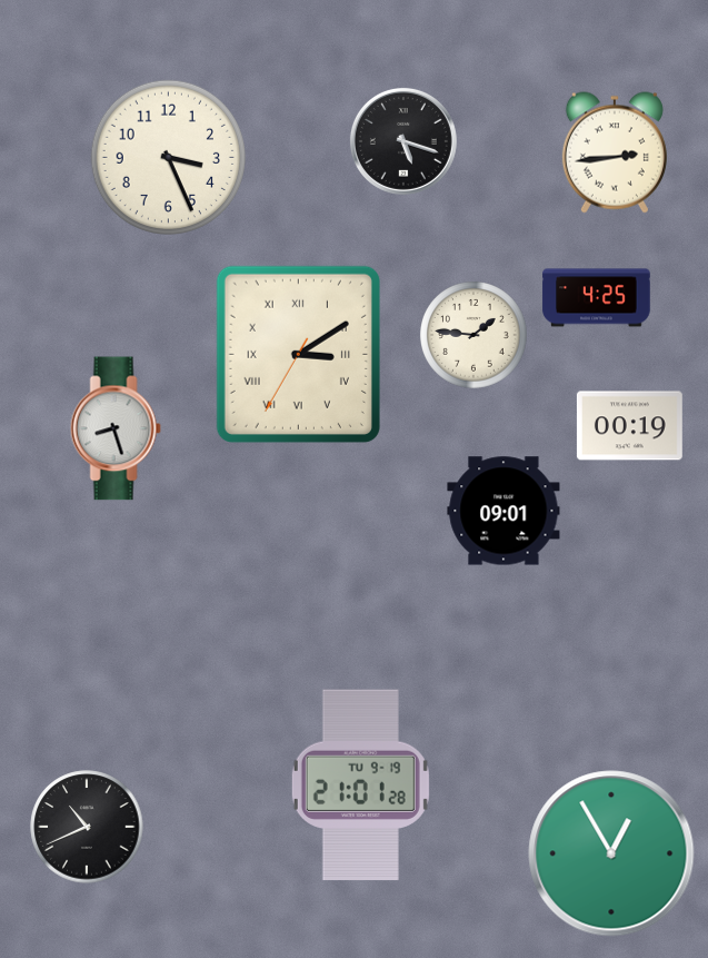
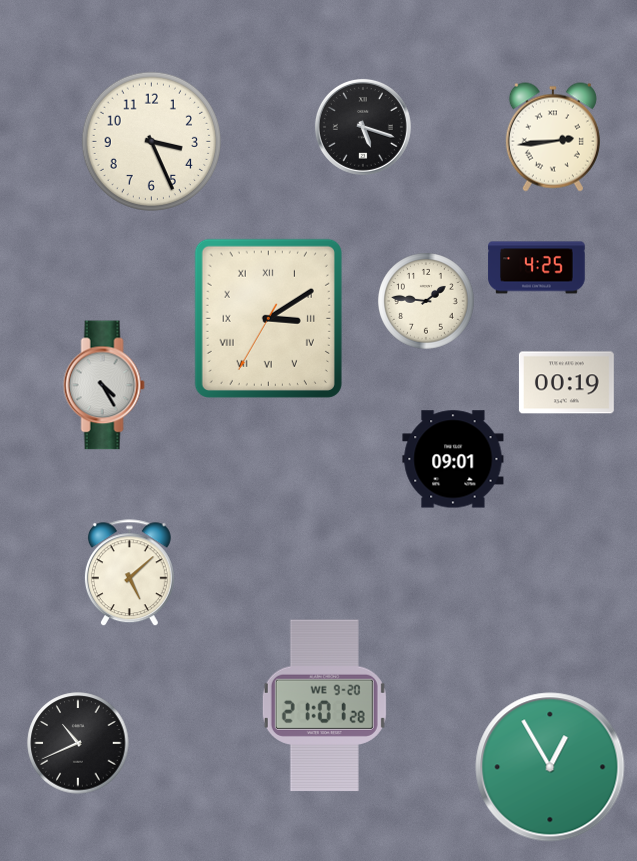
clock at (116, 428): 8:27 -> 4:25
clock at (129, 573): none -> 5:08
clock at (360, 786) date: TU 9-19 -> WE 9-20
